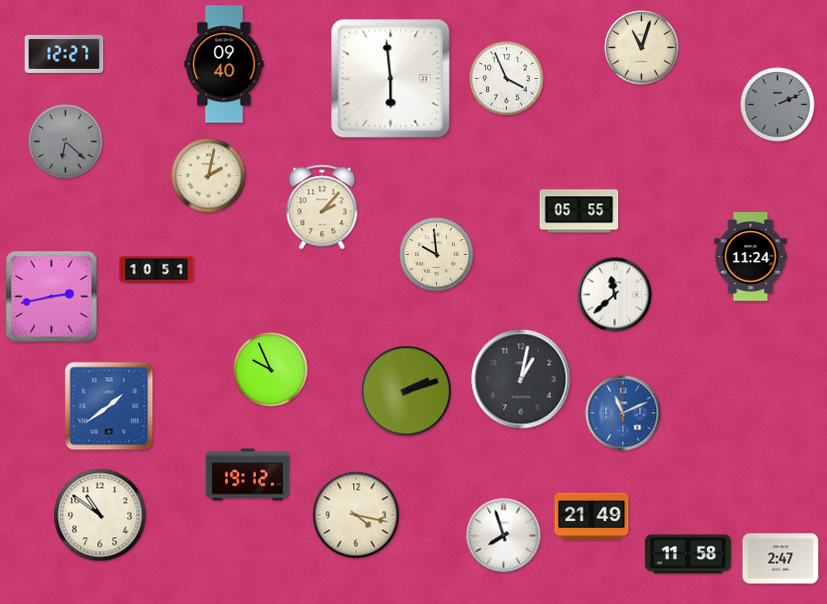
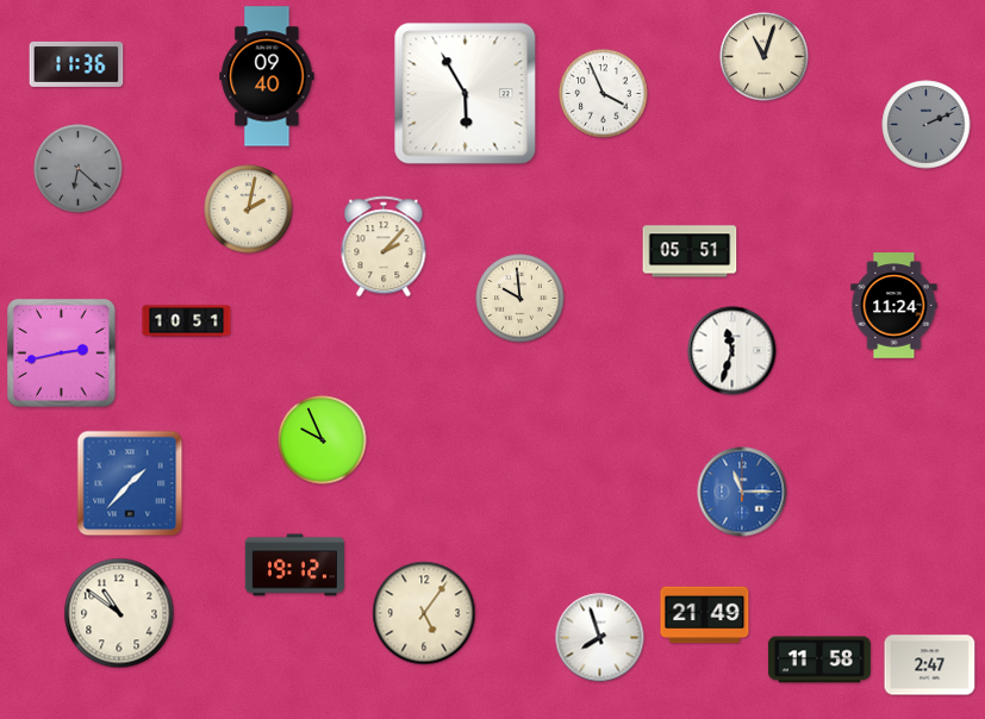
clock at (64, 54): 12:27 -> 11:36
clock at (391, 79): 5:59 -> 5:55
clock at (579, 211): 05:55 -> 05:51
clock at (437, 255) position: (437, 255) -> (520, 299)
clock at (615, 295): 11:38 -> 11:33
clock at (521, 379): 1:02 -> none
clock at (406, 391): 2:12 -> none
clock at (109, 406): 1:39 -> 1:37
clock at (623, 413): 11:11 -> 11:15
clock at (356, 515): 4:17 -> 5:06
